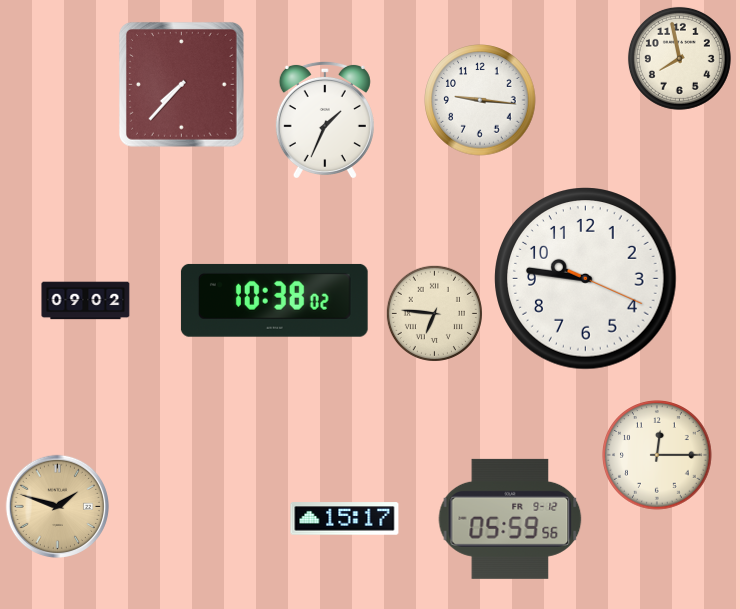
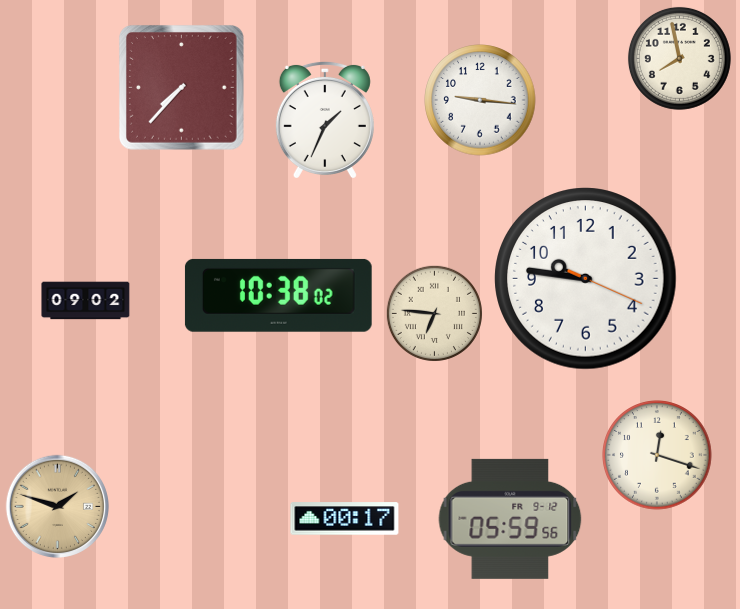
clock at (181, 84) position: (181, 84) -> (181, 87)
clock at (274, 300) position: (274, 300) -> (278, 295)
clock at (657, 455): 12:15 -> 12:18
clock at (345, 519): 15:17 -> 00:17
